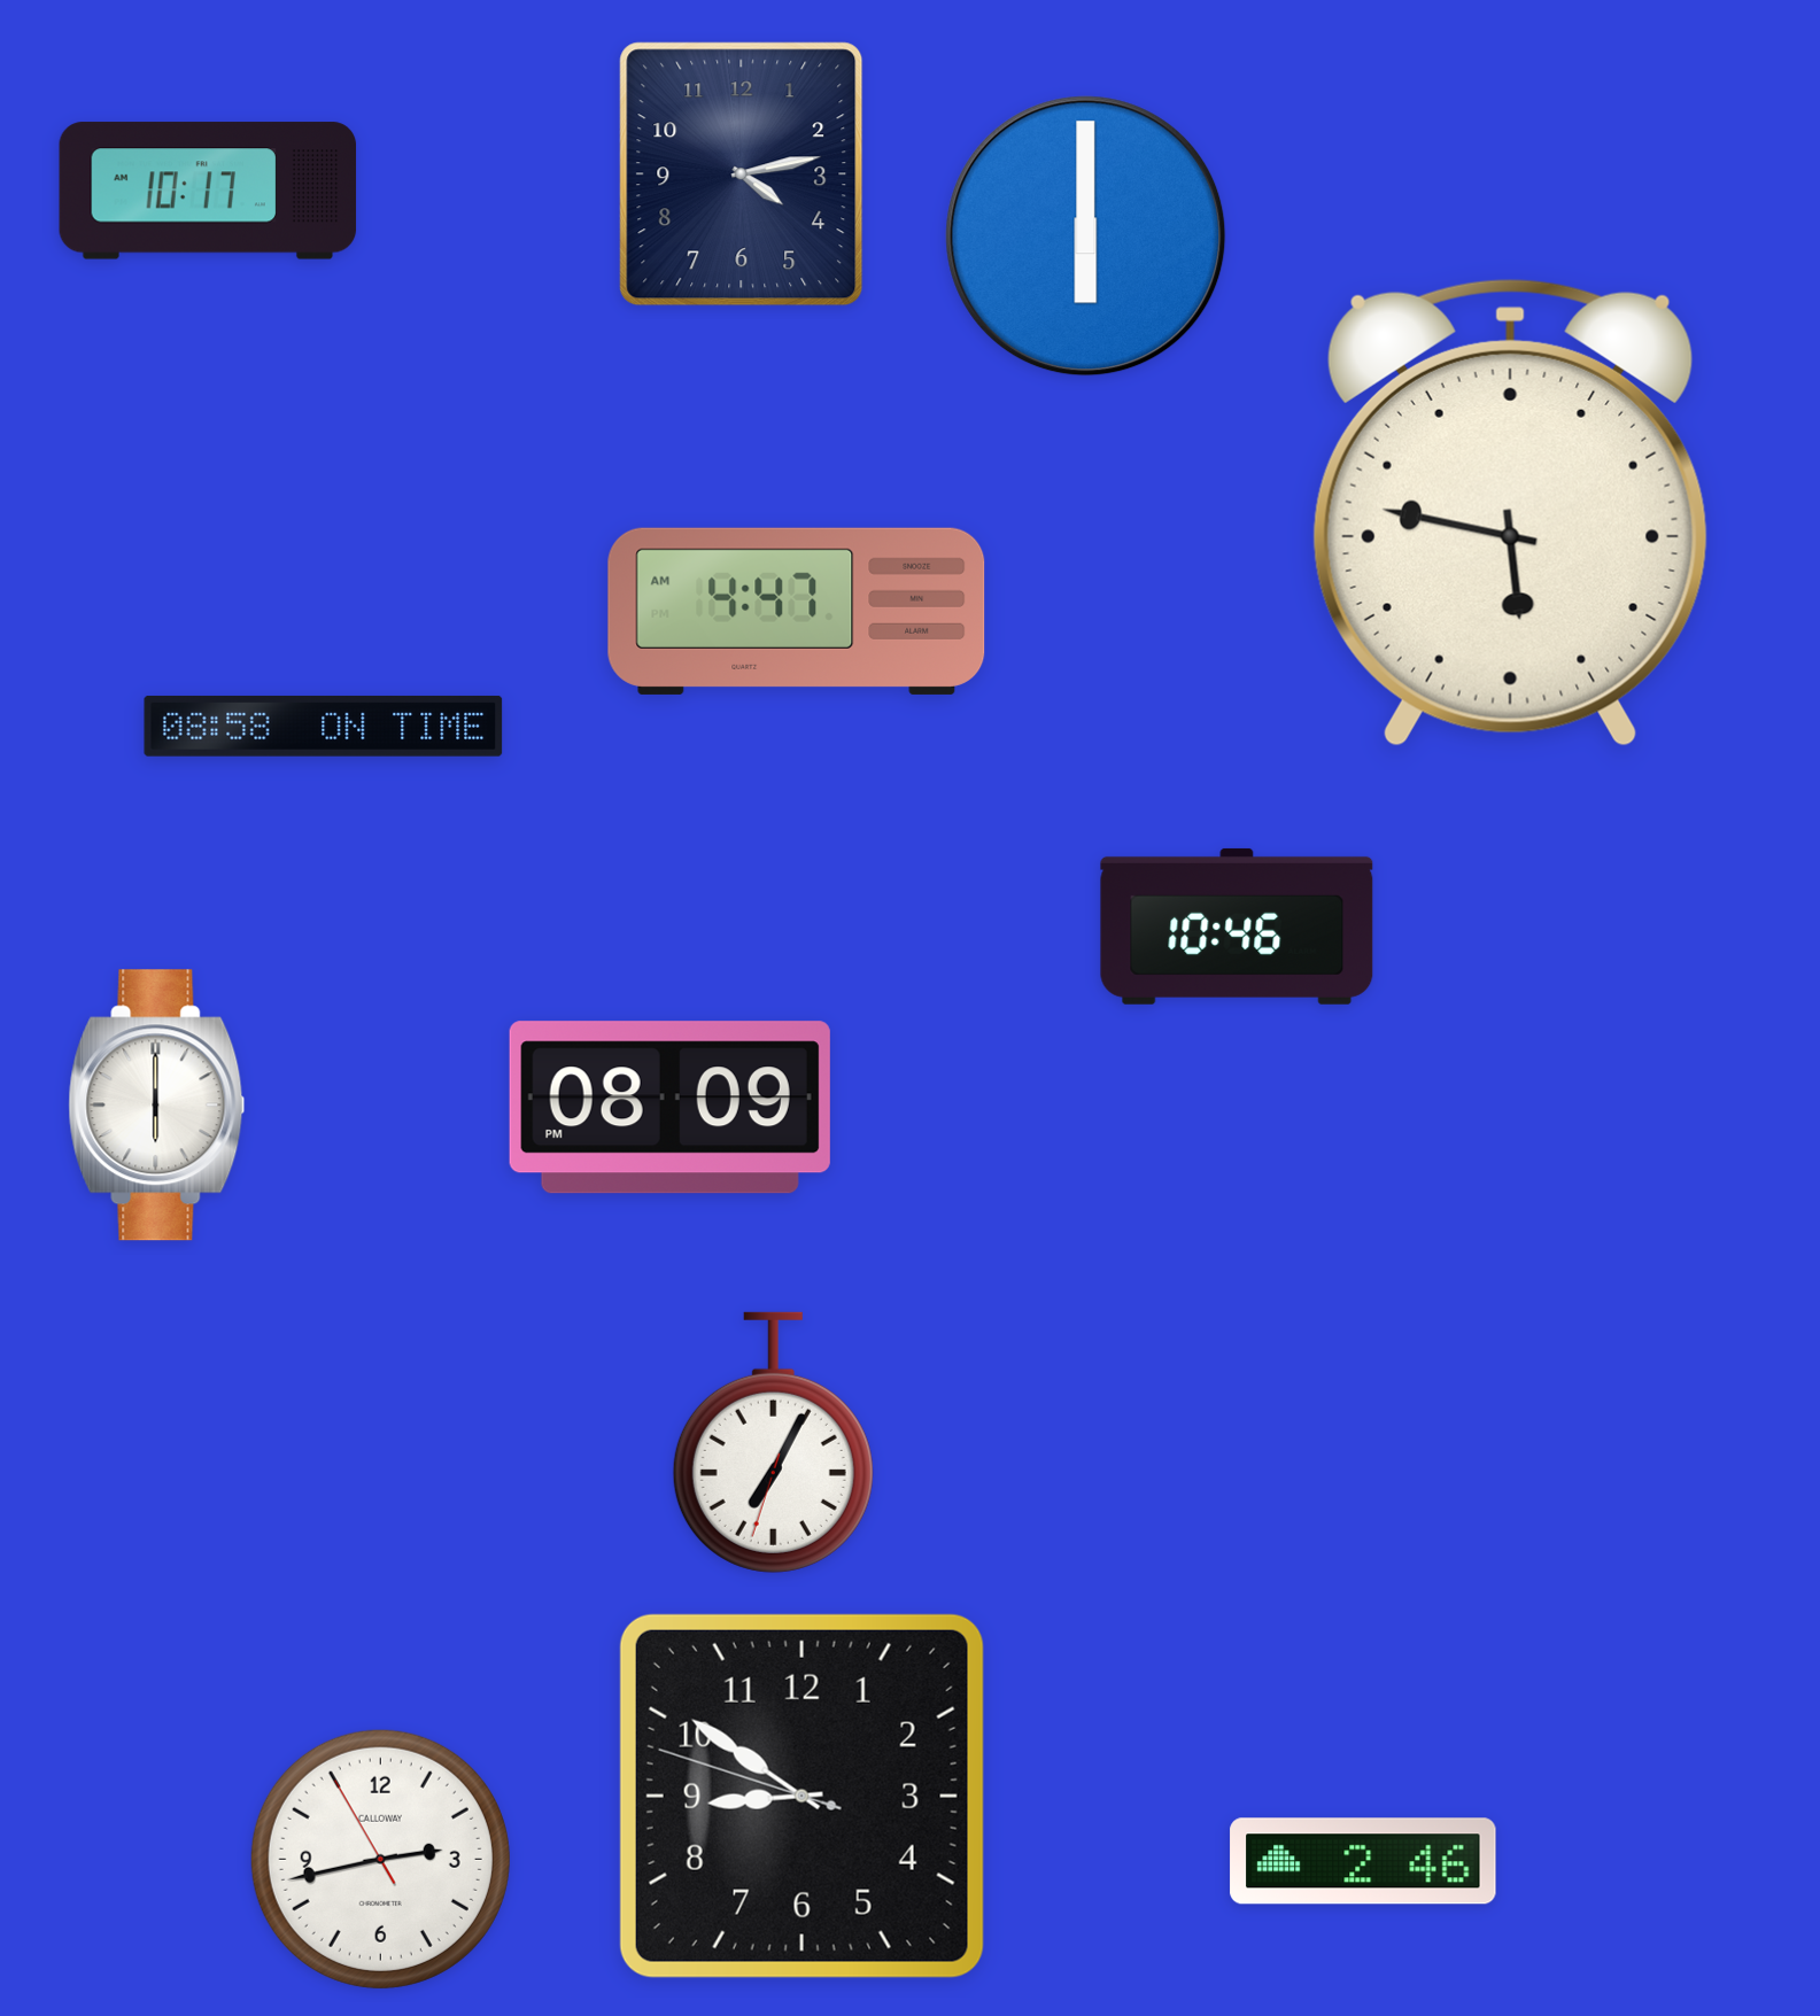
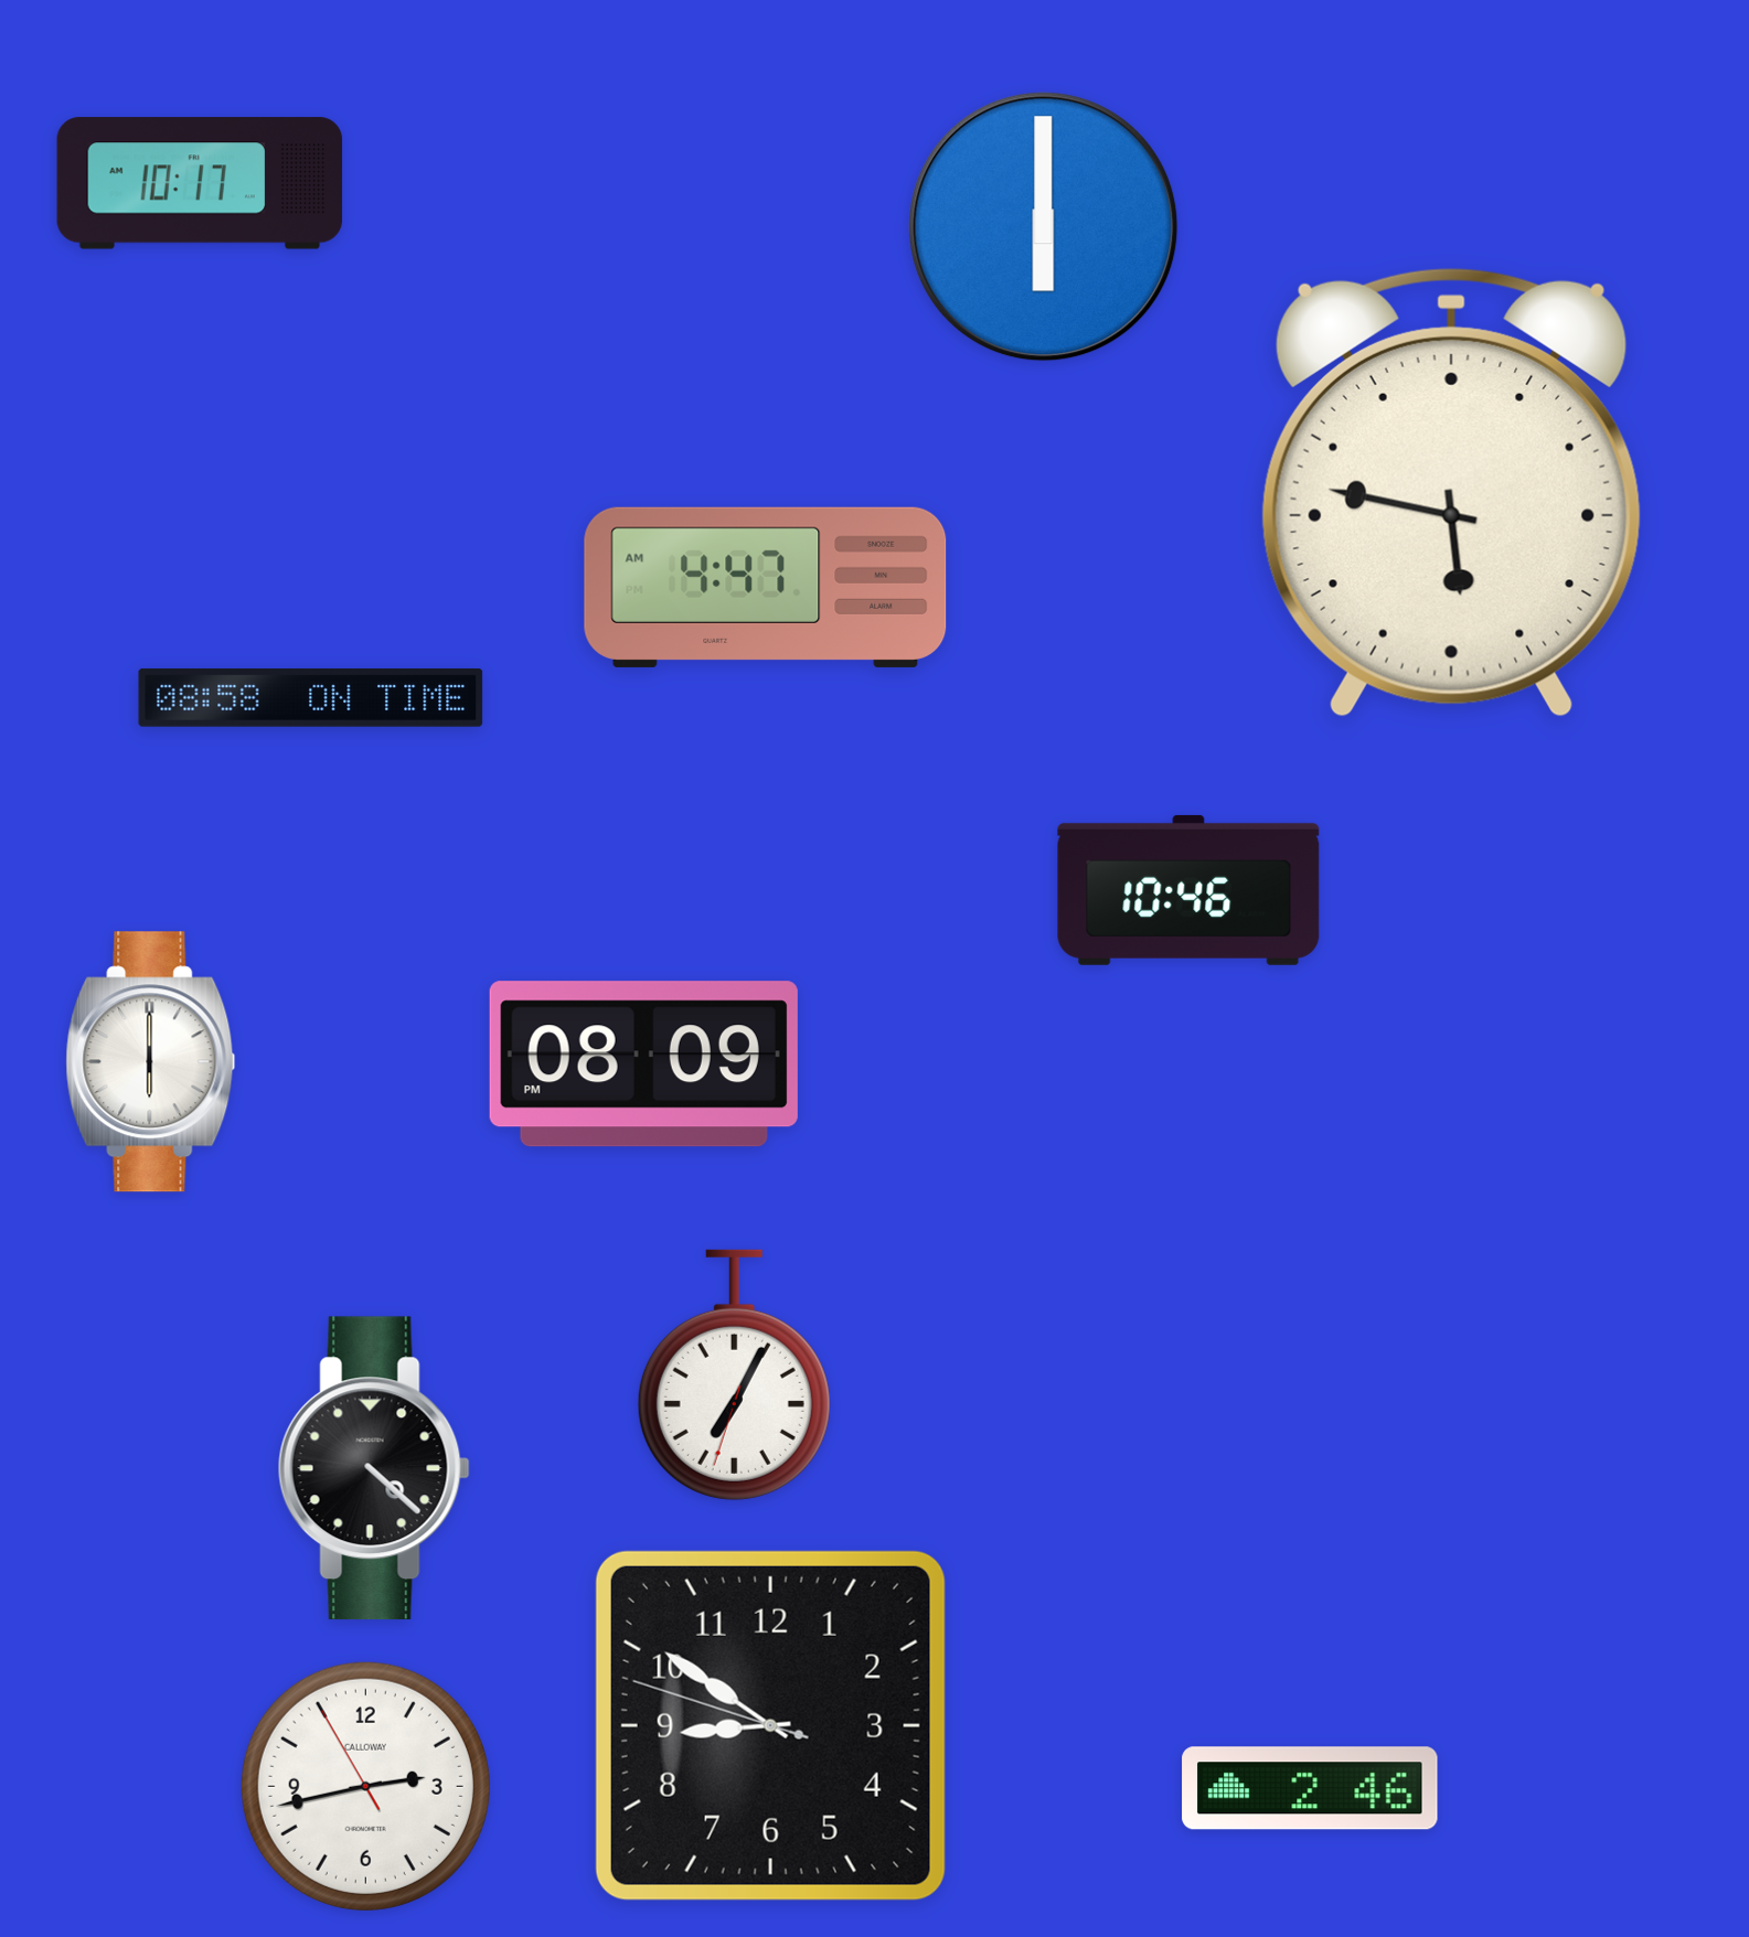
clock at (742, 175): 4:13 -> none
clock at (773, 1442) position: (773, 1442) -> (734, 1374)
clock at (374, 1468): none -> 4:22
